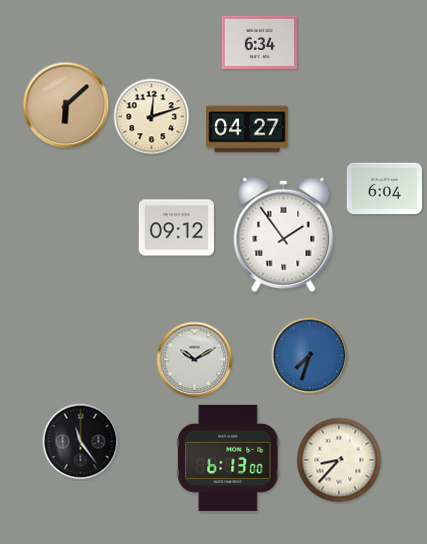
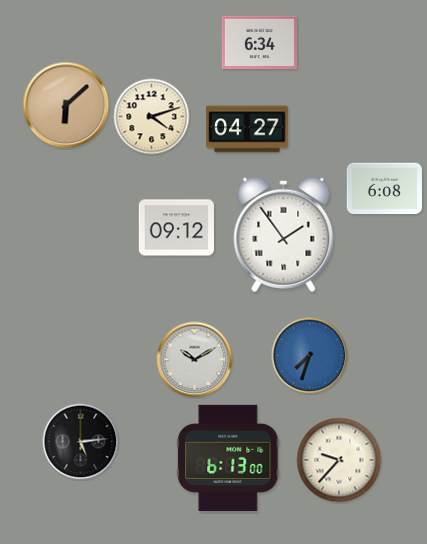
clock at (152, 117): 12:12 -> 4:12
clock at (384, 189): 6:04 -> 6:08
clock at (81, 442): 11:24 -> 5:14
clock at (339, 460): 8:37 -> 9:37
